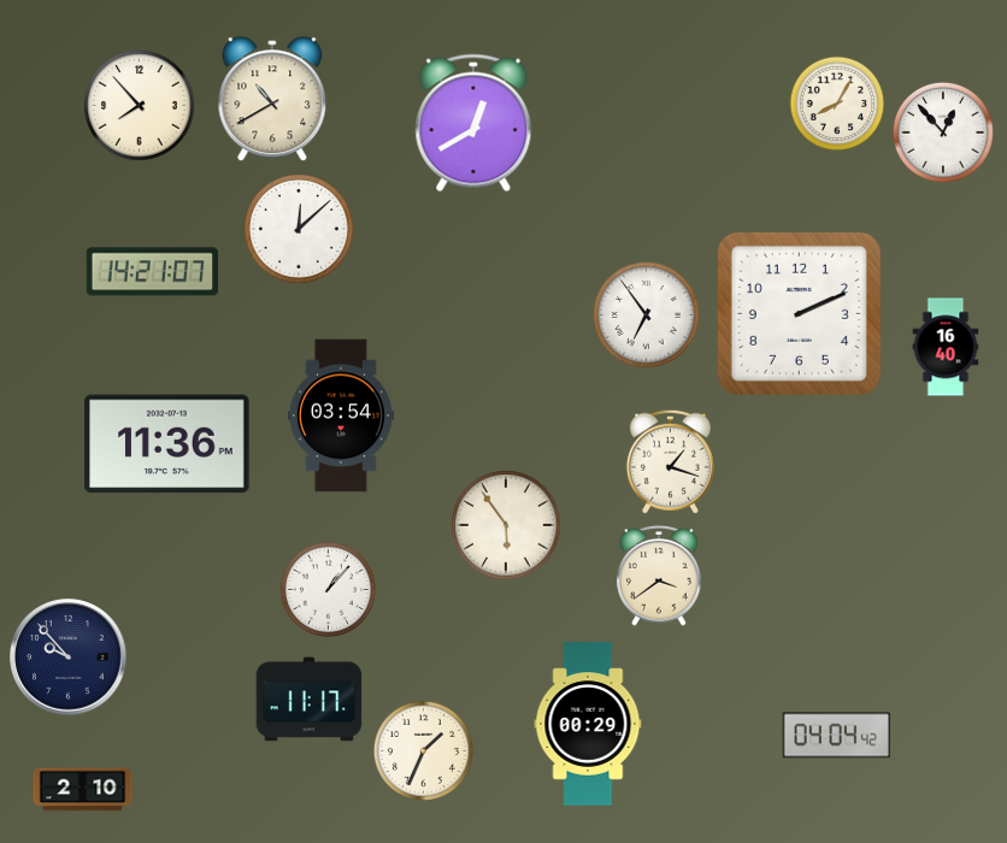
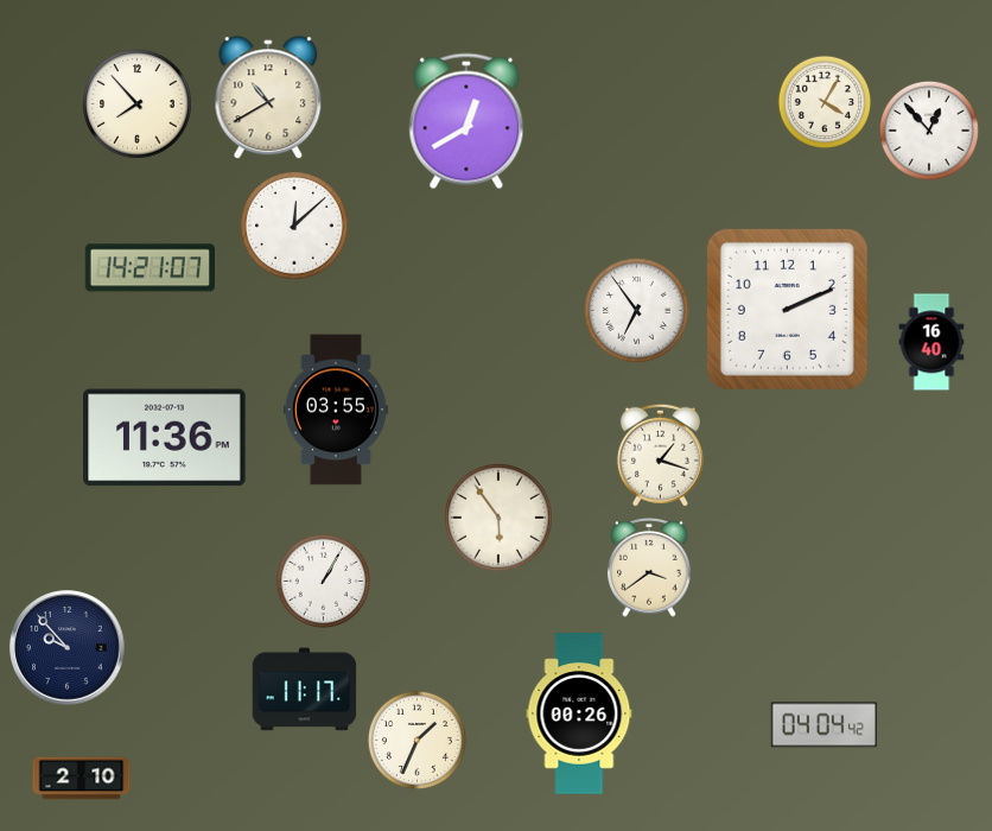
clock at (837, 104): 8:05 -> 4:05
clock at (341, 415): 03:54 -> 03:55
clock at (328, 589): 1:07 -> 1:05
clock at (588, 724): 00:29 -> 00:26
